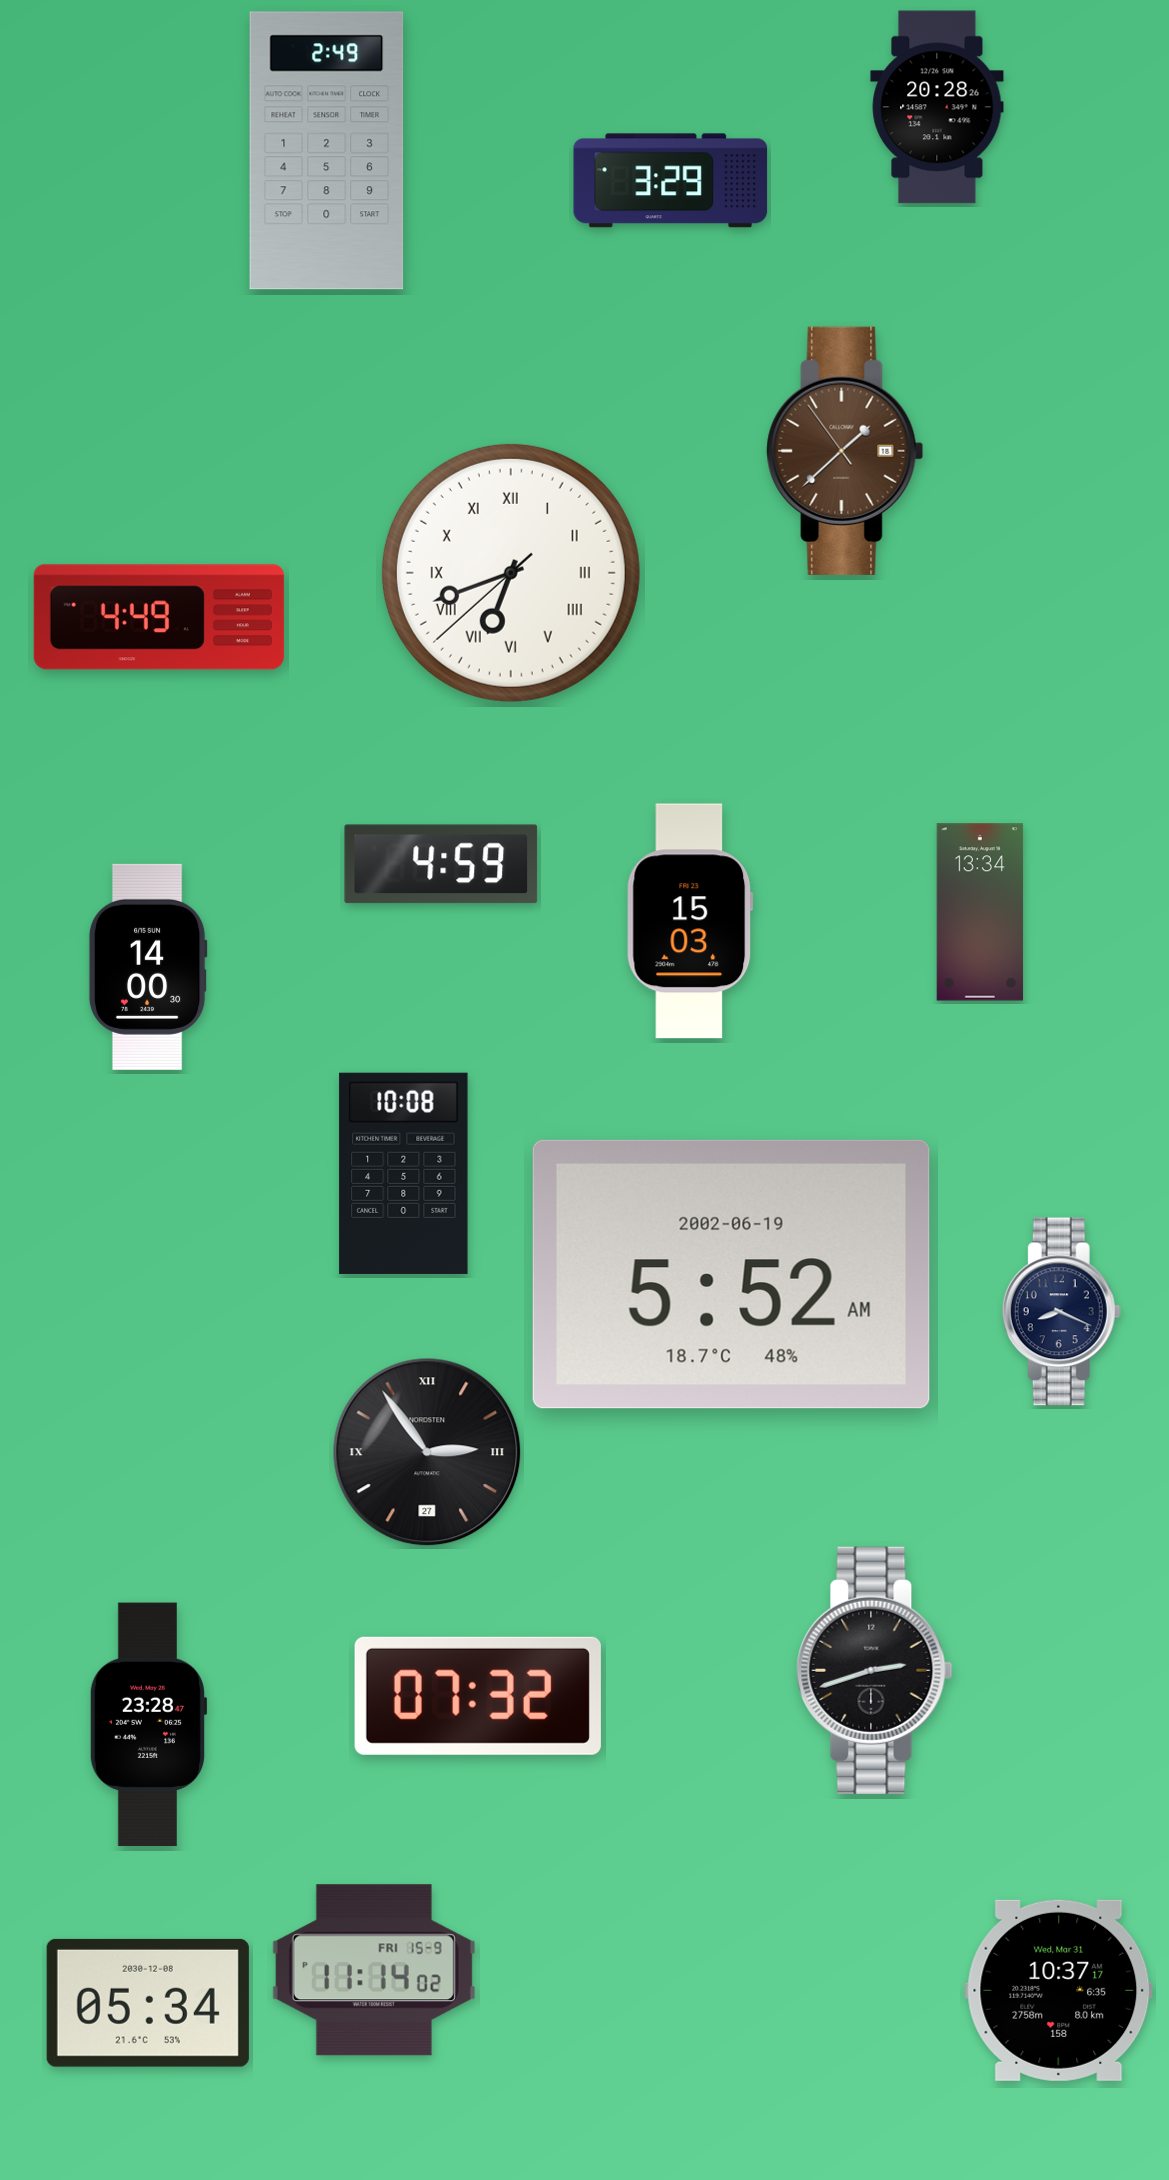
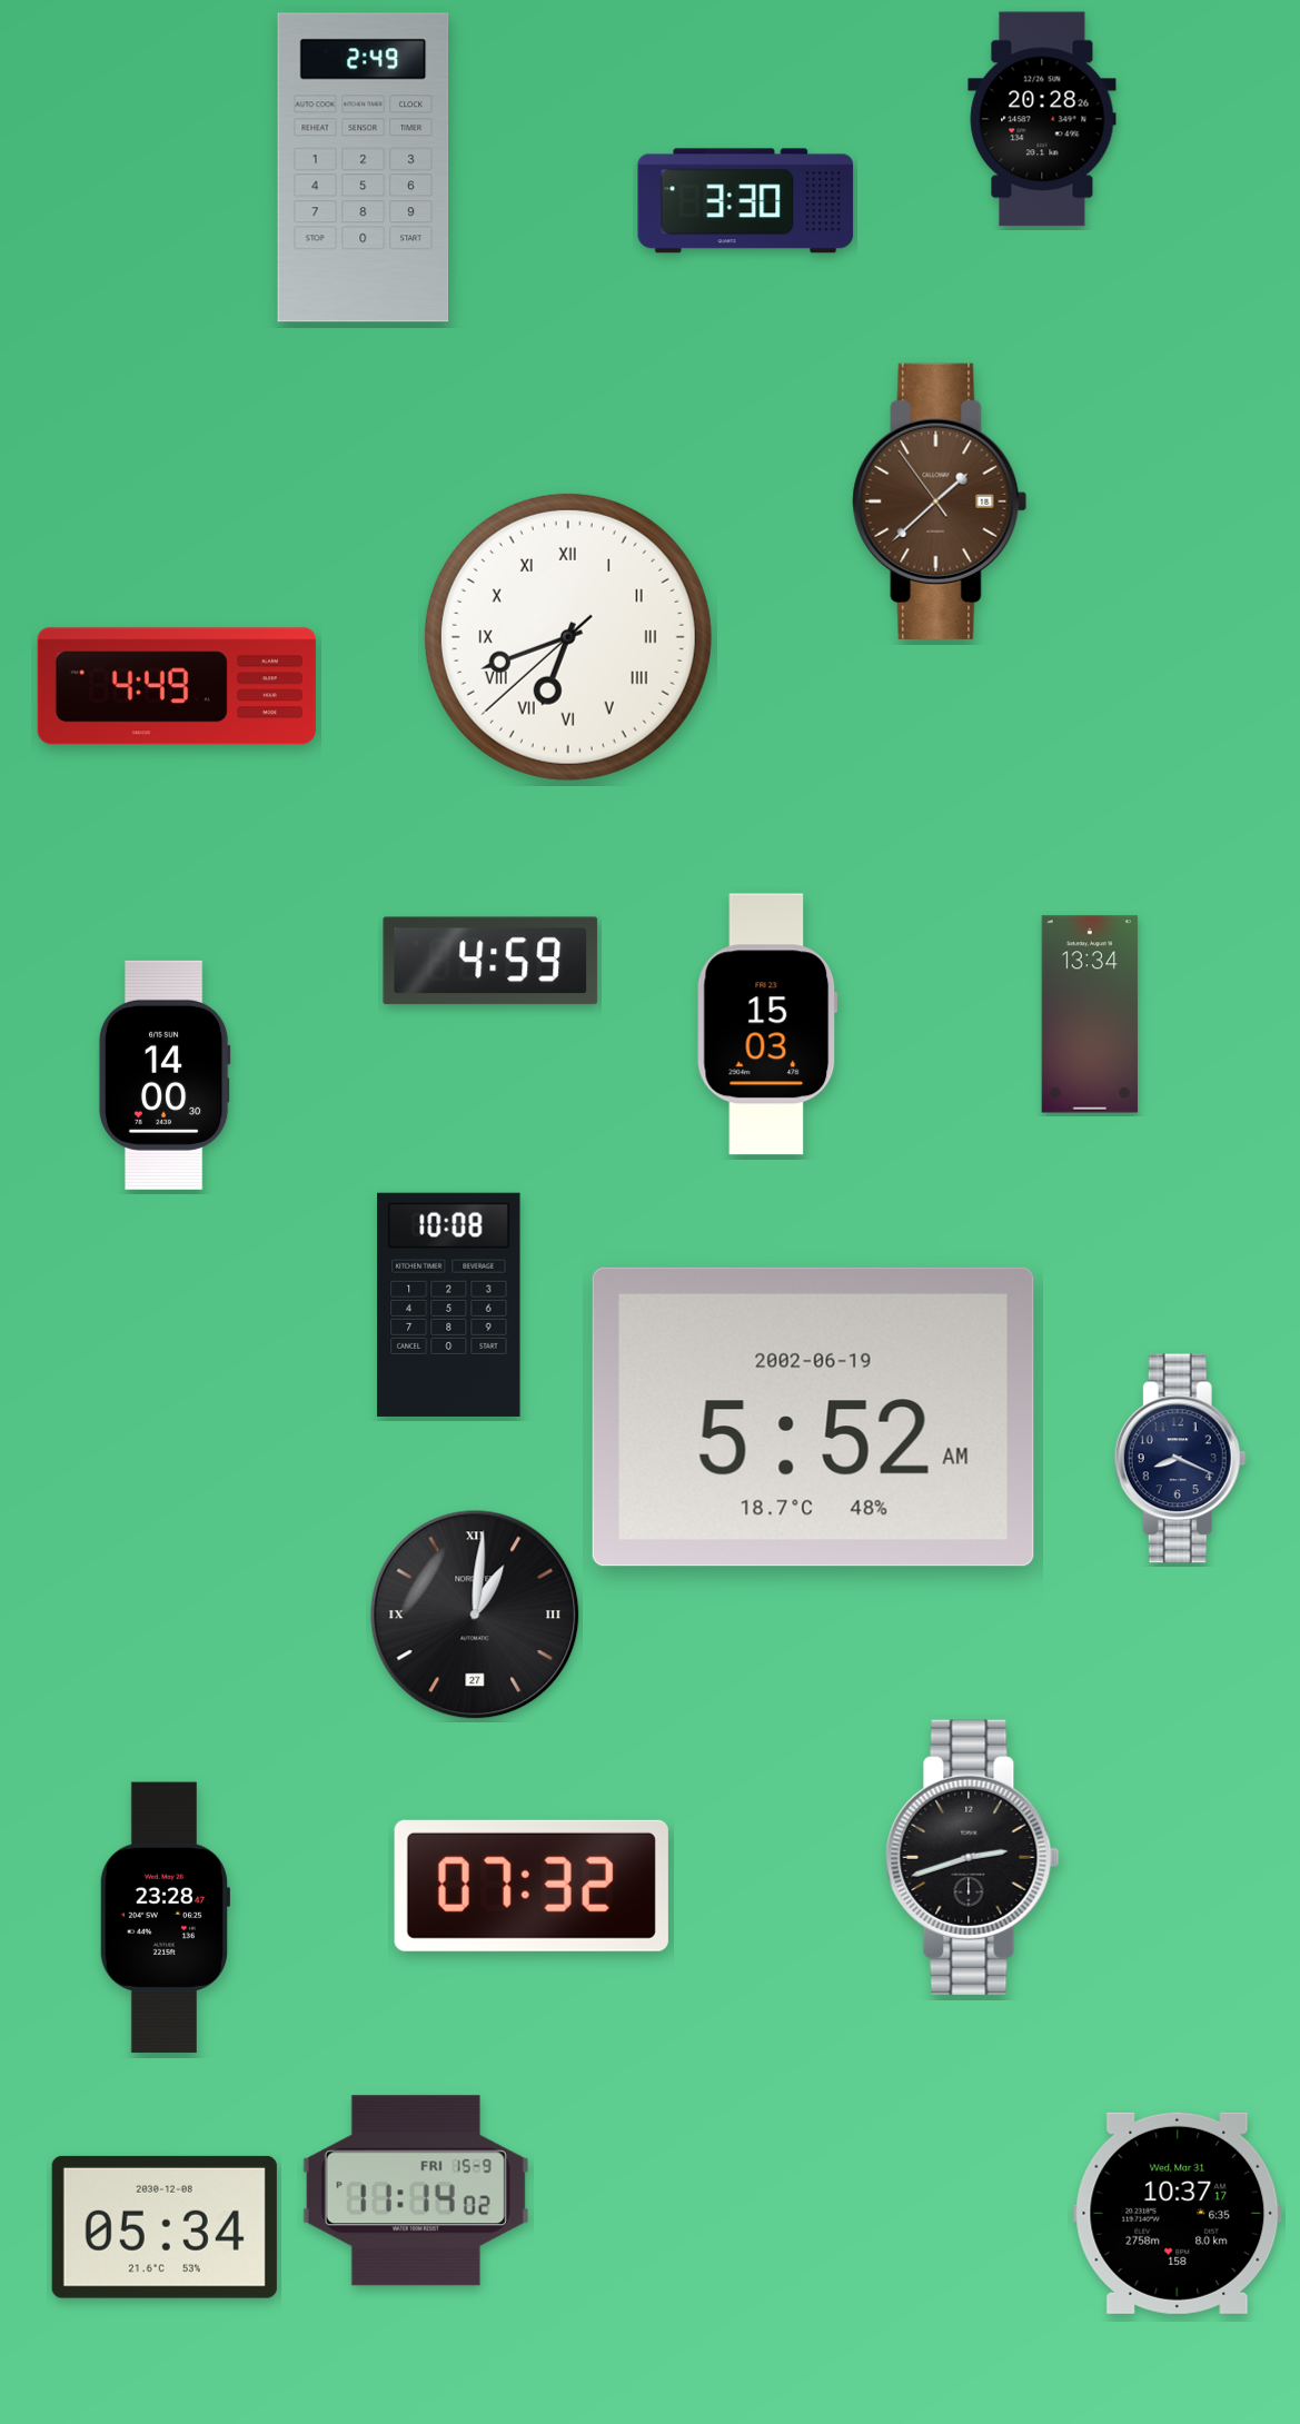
clock at (671, 181): 3:29 -> 3:30
clock at (427, 1452): 2:54 -> 1:01
